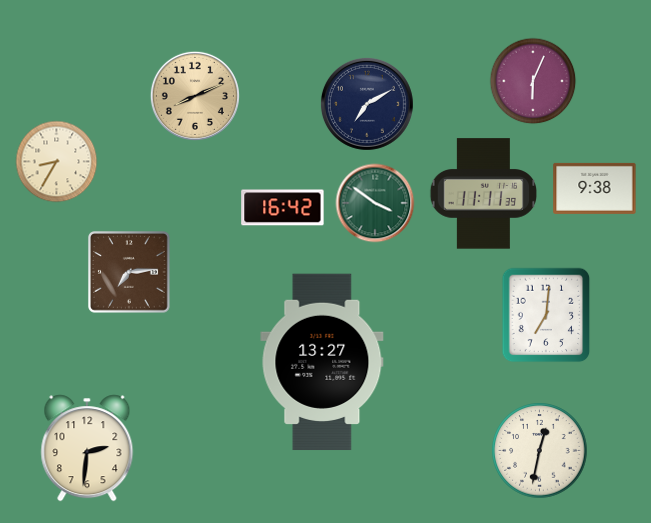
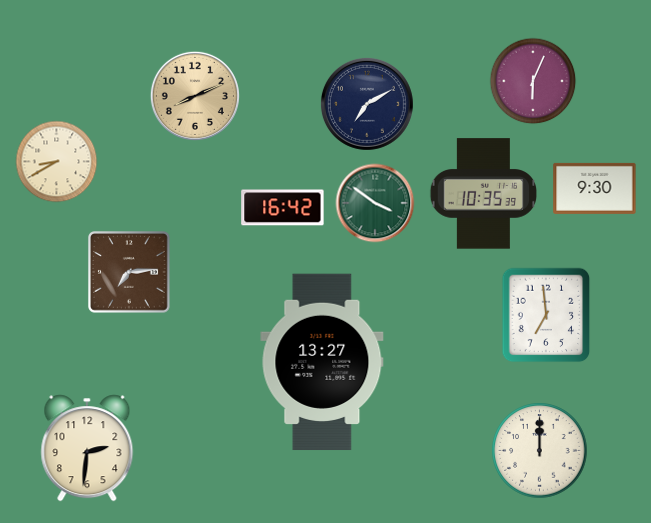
clock at (57, 162): 8:35 -> 8:40
clock at (595, 188): 9:38 -> 9:30
clock at (484, 194): 11:11 -> 10:35
clock at (546, 315): 7:01 -> 6:59
clock at (540, 451): 12:32 -> 12:00
